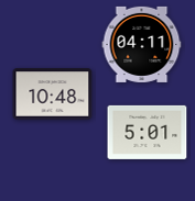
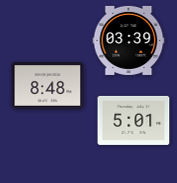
clock at (142, 44): 04:11 -> 03:39
clock at (53, 94): 10:48 -> 8:48
